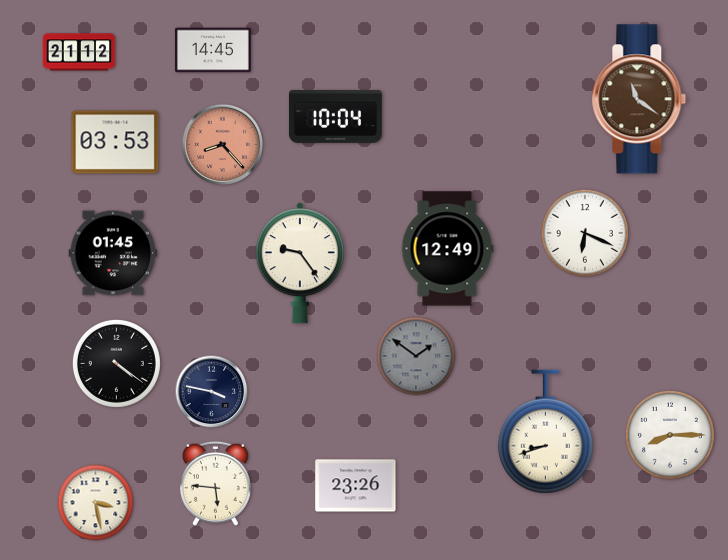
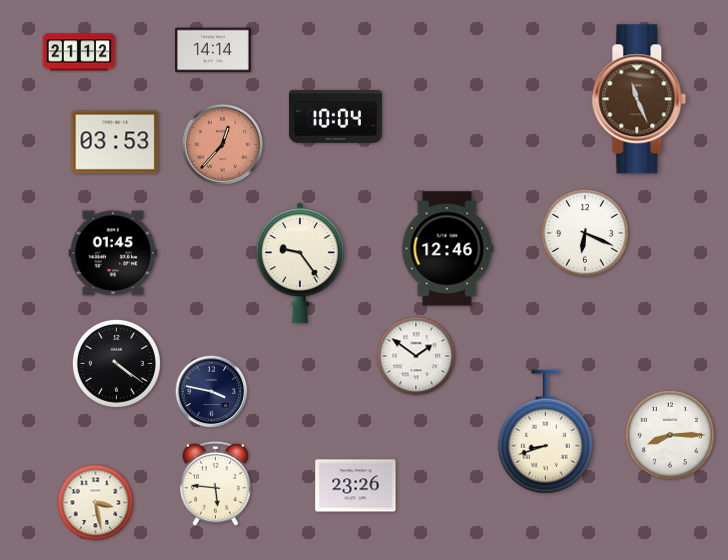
clock at (213, 50): 14:45 -> 14:14
clock at (639, 99): 11:21 -> 11:26
clock at (222, 144): 8:23 -> 12:37
clock at (447, 249): 12:49 -> 12:46
clock at (416, 356) dial: grey -> white
